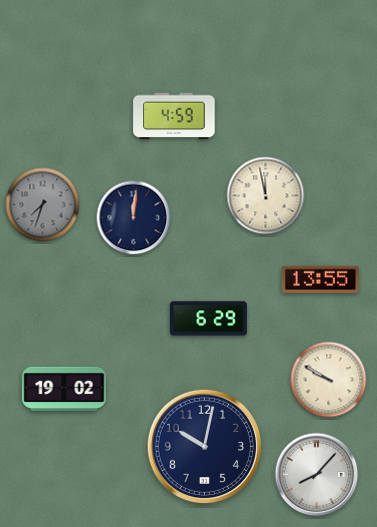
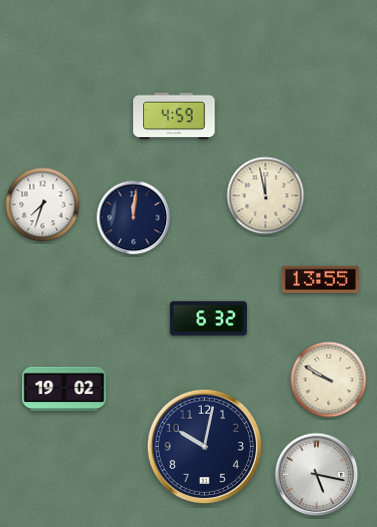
clock at (43, 205) dial: grey -> white
clock at (208, 319): 6:29 -> 6:32
clock at (317, 475): 8:07 -> 5:17
